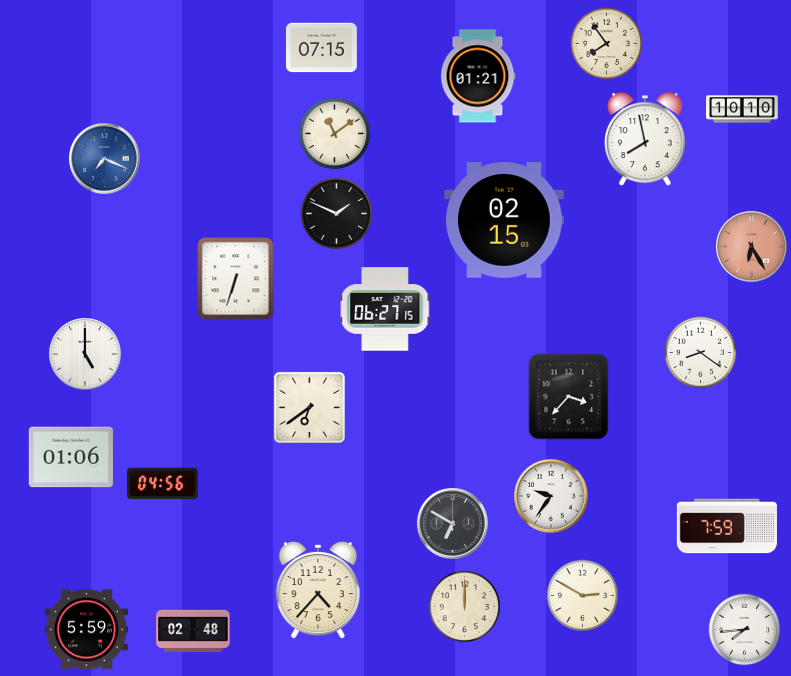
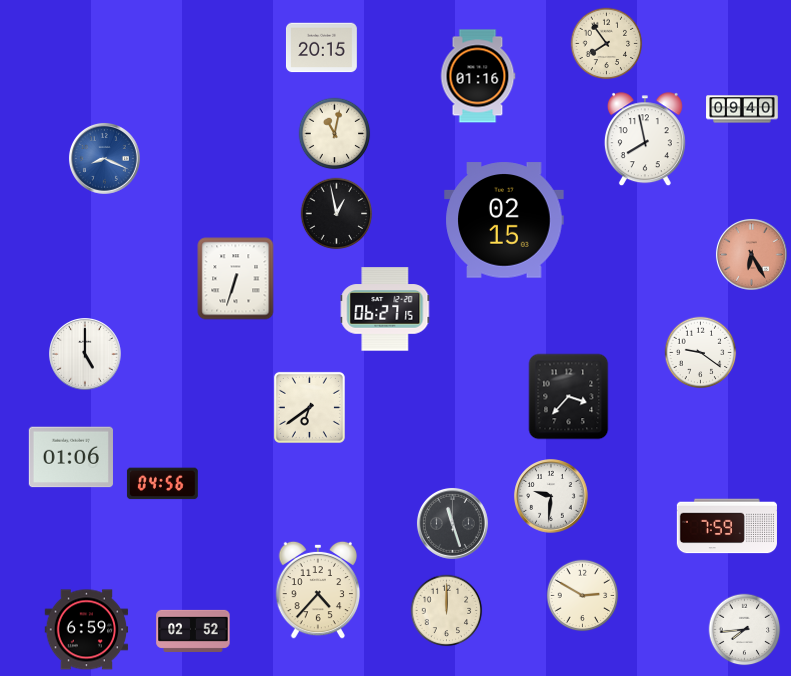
clock at (321, 48): 07:15 -> 20:15
clock at (478, 76): 01:21 -> 01:16
clock at (742, 109): 10:10 -> 09:40
clock at (335, 134): 11:09 -> 11:02
clock at (104, 158): 7:19 -> 8:19
clock at (337, 214): 1:49 -> 12:58
clock at (751, 246) position: (751, 246) -> (751, 254)
clock at (701, 353): 8:21 -> 9:21
clock at (551, 496): 9:36 -> 9:31
clock at (452, 523): 6:50 -> 11:27
clock at (465, 607) position: (465, 607) -> (447, 611)
clock at (87, 630): 5:59 -> 6:59
clock at (193, 631): 02:48 -> 02:52
